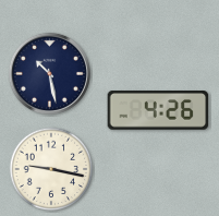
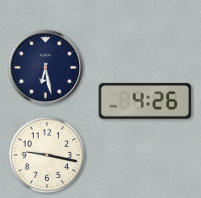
clock at (49, 73): 10:28 -> 6:28
